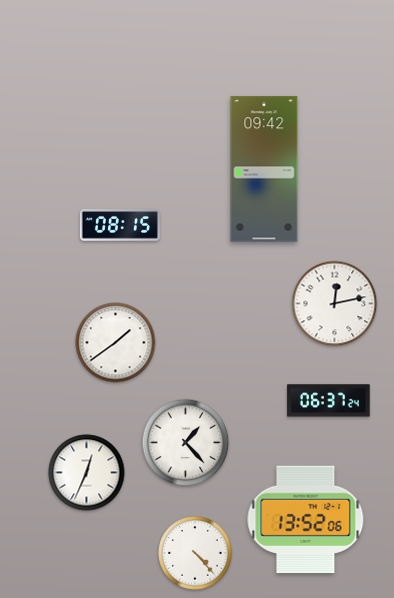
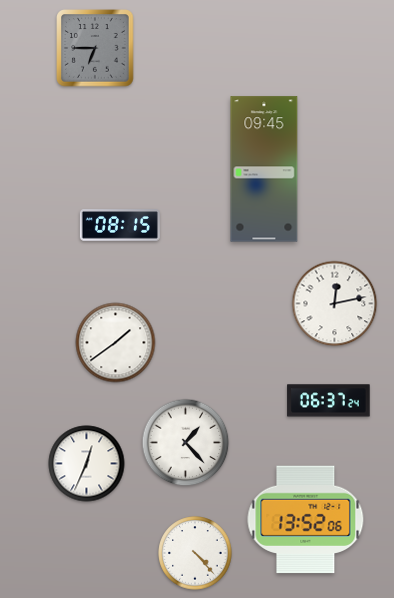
clock at (95, 48): none -> 6:45
clock at (264, 169): 09:42 -> 09:45
clock at (87, 473) position: (87, 473) -> (87, 464)
